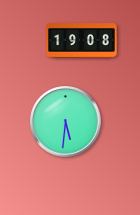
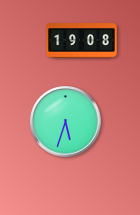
clock at (66, 122): 5:31 -> 5:33
